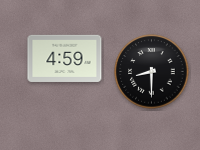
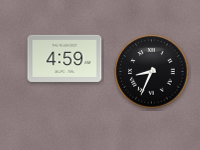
clock at (152, 72): 8:30 -> 8:34
